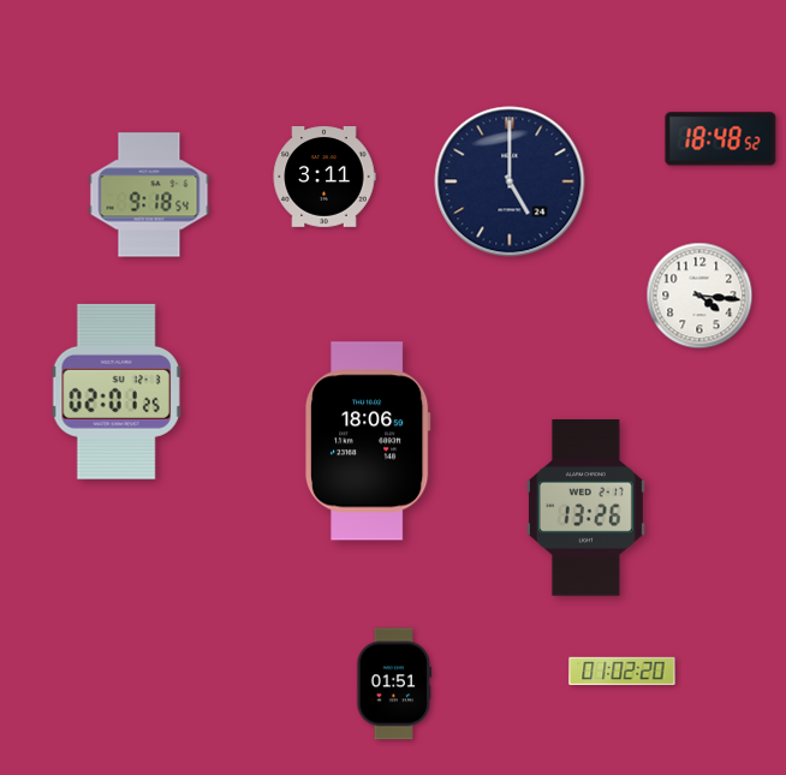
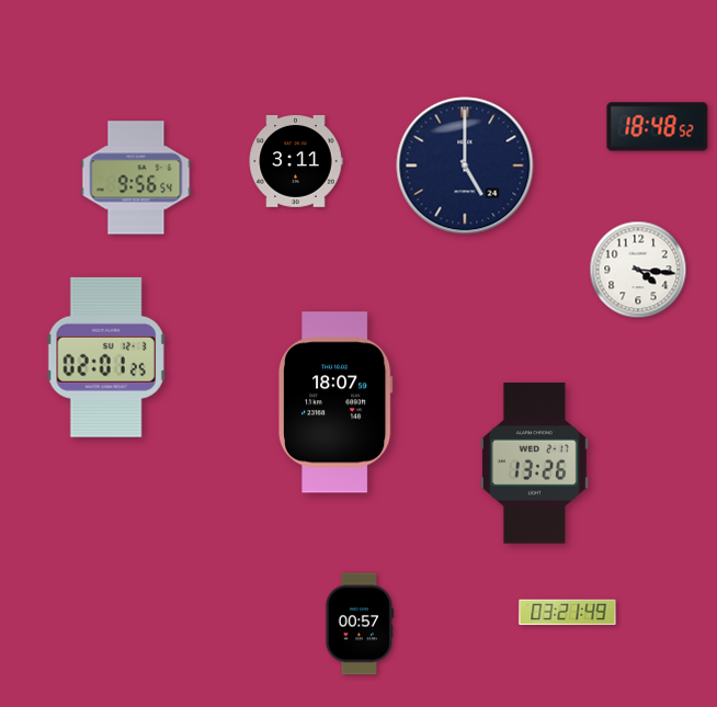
clock at (149, 195): 9:18 -> 9:56
clock at (369, 441): 18:06 -> 18:07
clock at (623, 672): 01:02 -> 03:21
clock at (394, 684): 01:51 -> 00:57
